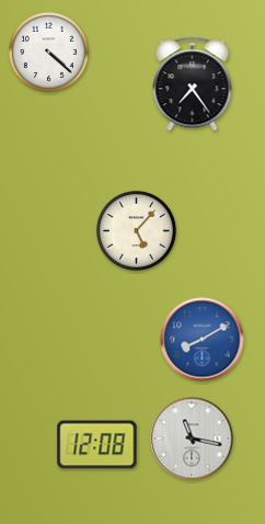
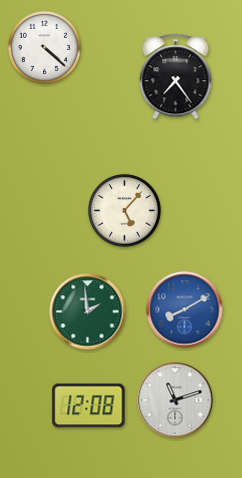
clock at (88, 312): none -> 1:59
clock at (192, 438): 11:17 -> 11:12
